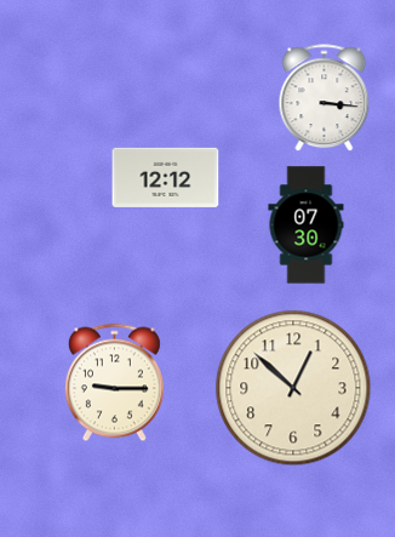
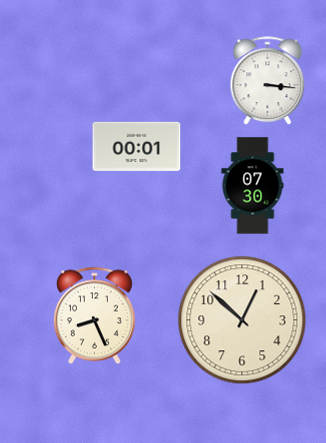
clock at (166, 177): 12:12 -> 00:01
clock at (114, 383): 9:15 -> 8:26
